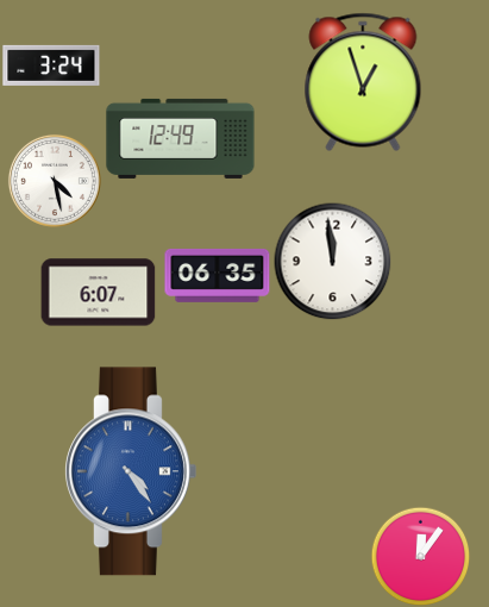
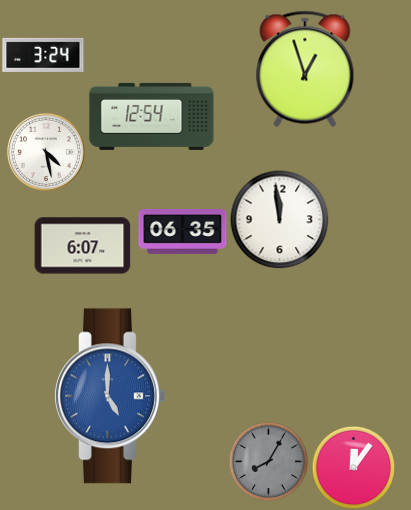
clock at (181, 138): 12:49 -> 12:54
clock at (131, 471): 4:24 -> 5:00
clock at (268, 461): none -> 8:05
